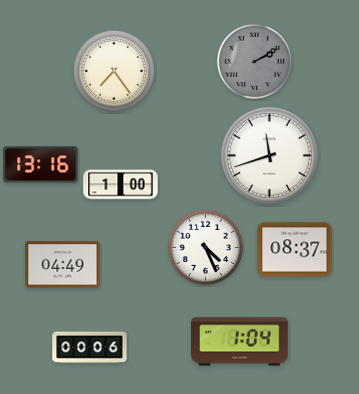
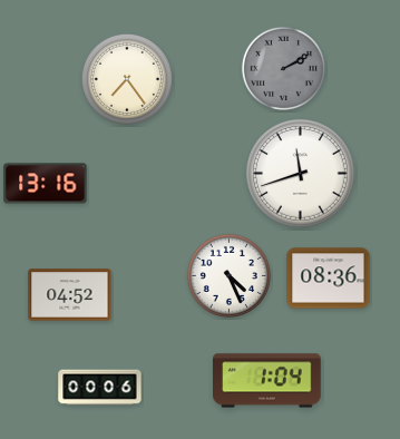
clock at (121, 185): 1:00 -> none
clock at (295, 250): 08:37 -> 08:36
clock at (63, 265): 04:49 -> 04:52
